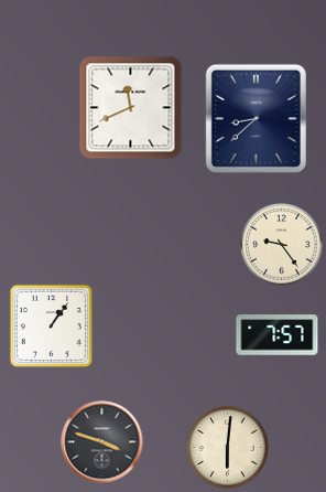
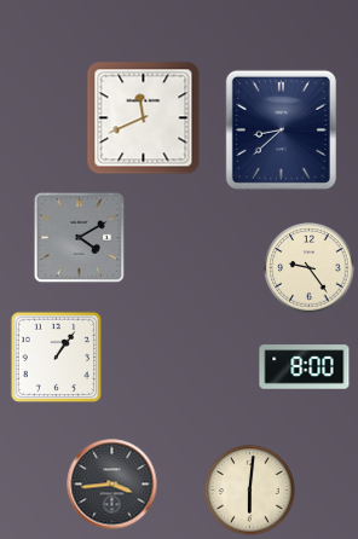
clock at (80, 238): none -> 4:10
clock at (278, 335): 7:57 -> 8:00
clock at (102, 442): 3:48 -> 3:44
